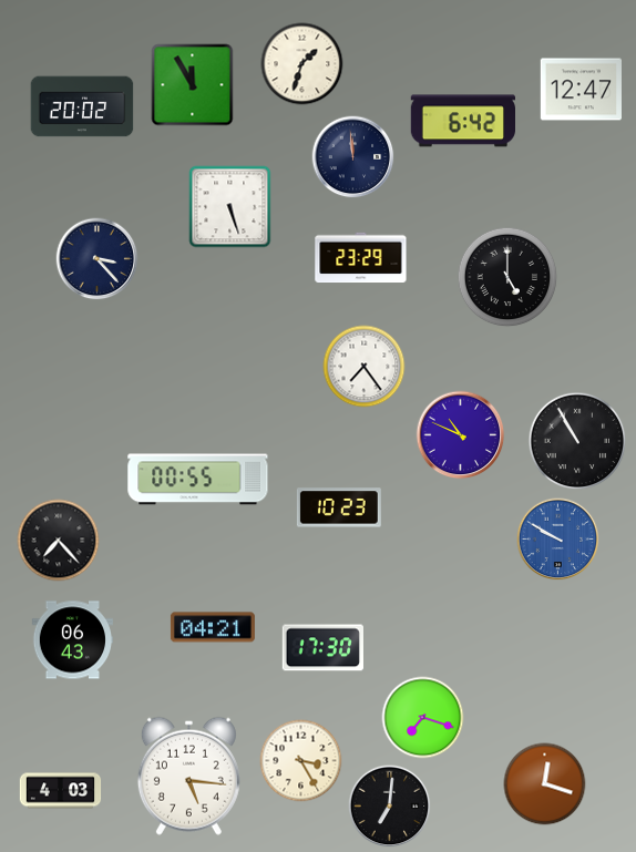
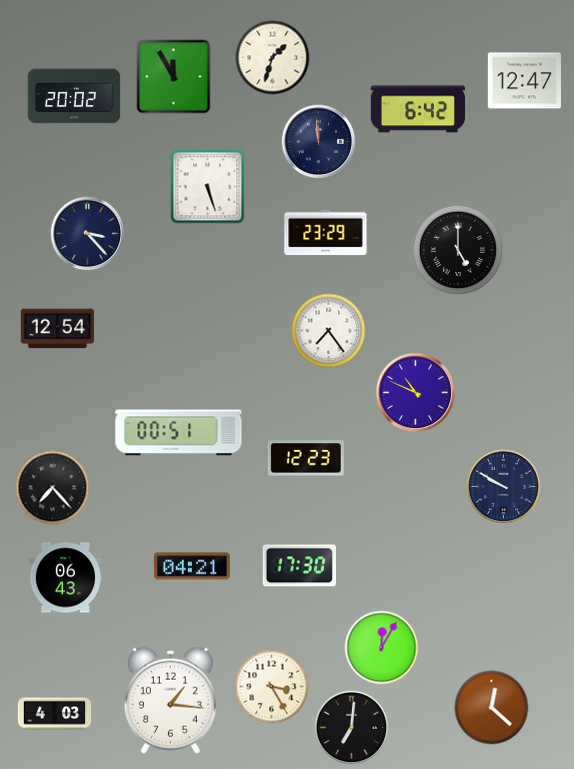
clock at (57, 329): none -> 12:54
clock at (577, 441): 10:55 -> none
clock at (198, 480): 00:55 -> 00:51
clock at (339, 507): 10:23 -> 12:23
clock at (558, 540) dial: blue -> navy
clock at (322, 648) position: (322, 648) -> (299, 566)
clock at (423, 718): 7:18 -> 12:05
clock at (188, 776): 5:16 -> 1:16
clock at (545, 784): 12:18 -> 12:22
